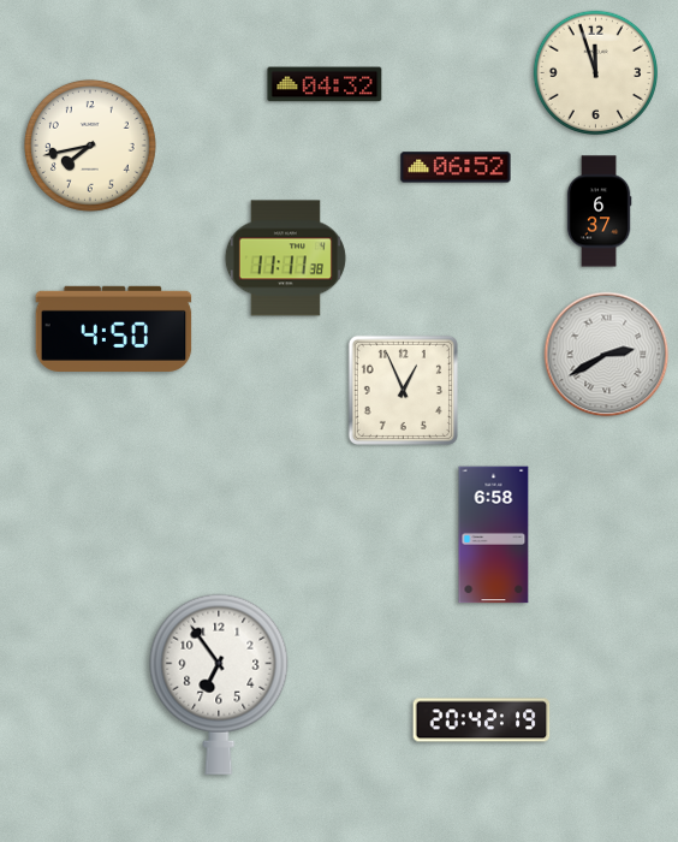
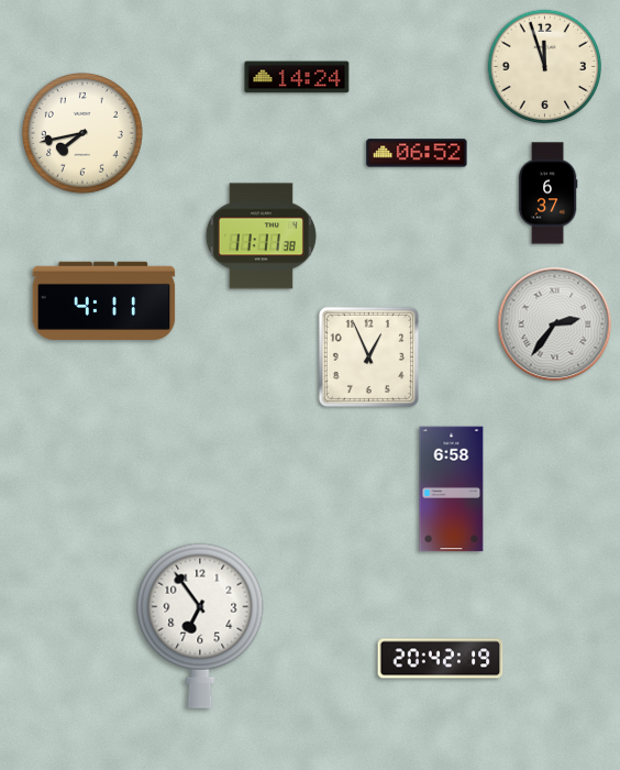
clock at (325, 84): 04:32 -> 14:24
clock at (114, 328): 4:50 -> 4:11
clock at (607, 355): 2:40 -> 2:36
